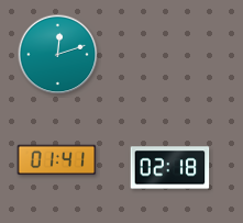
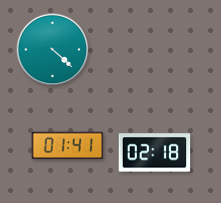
clock at (58, 55): 12:12 -> 4:22
clock at (57, 160) position: (57, 160) -> (68, 146)
